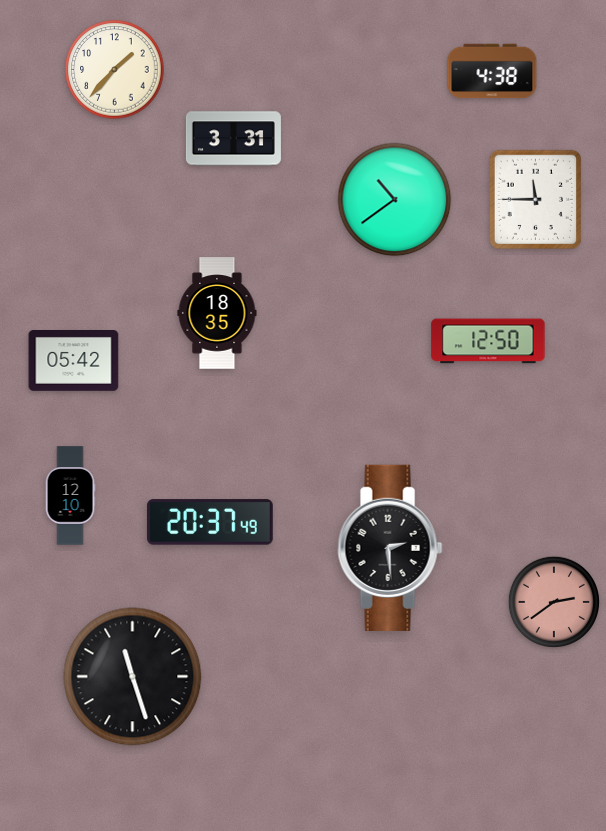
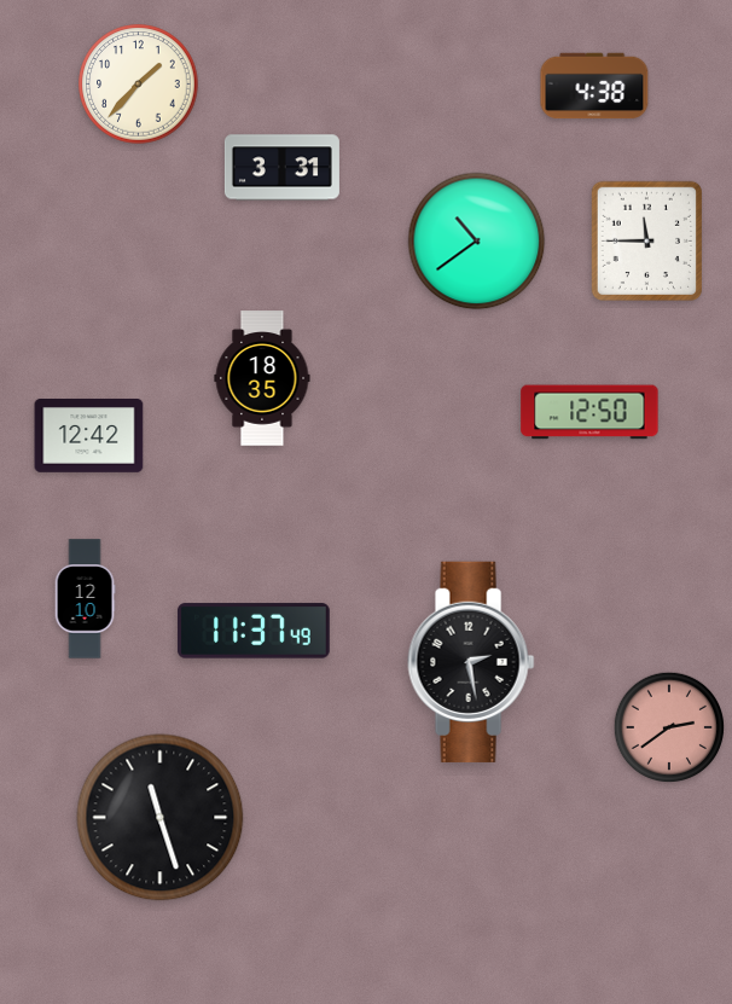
clock at (74, 361): 05:42 -> 12:42
clock at (210, 522): 20:37 -> 11:37
clock at (390, 548): 2:29 -> 2:28
